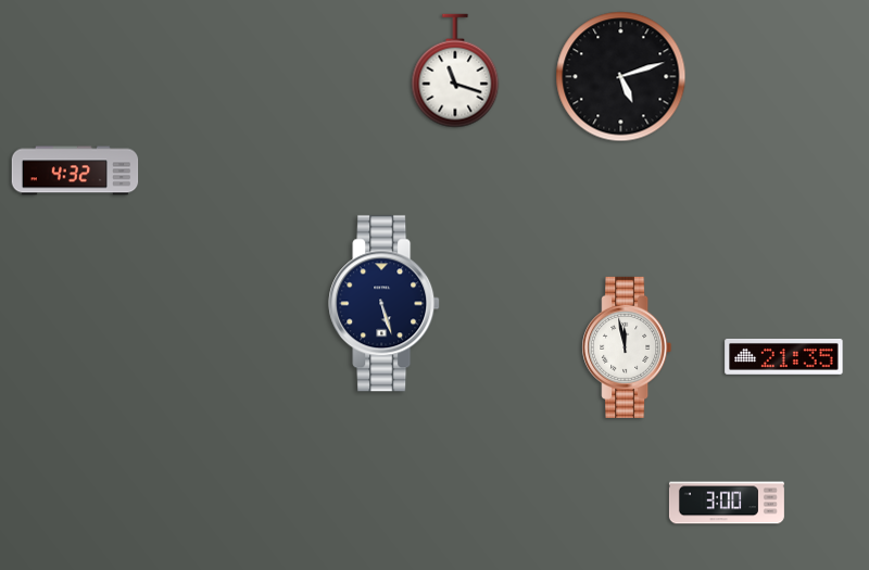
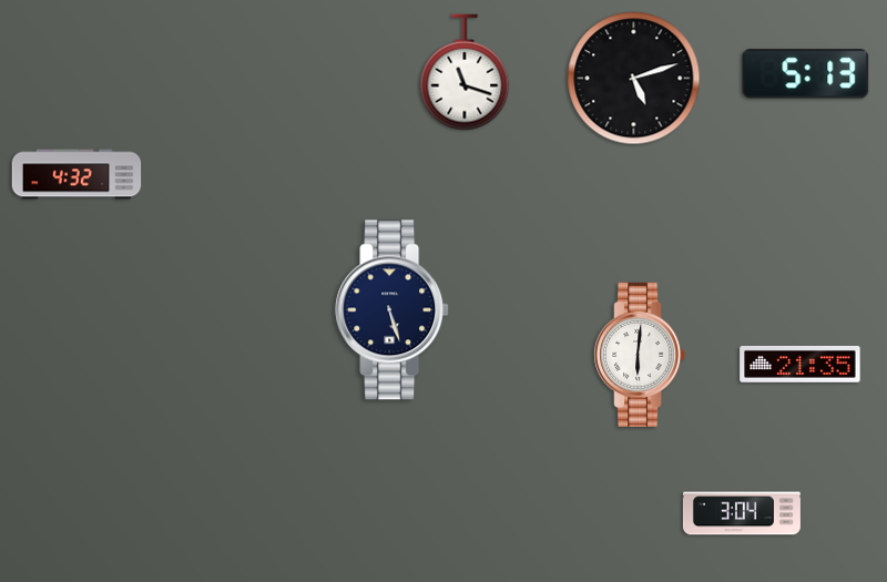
clock at (806, 74): none -> 5:13
clock at (627, 347): 11:58 -> 6:01
clock at (727, 503): 3:00 -> 3:04
